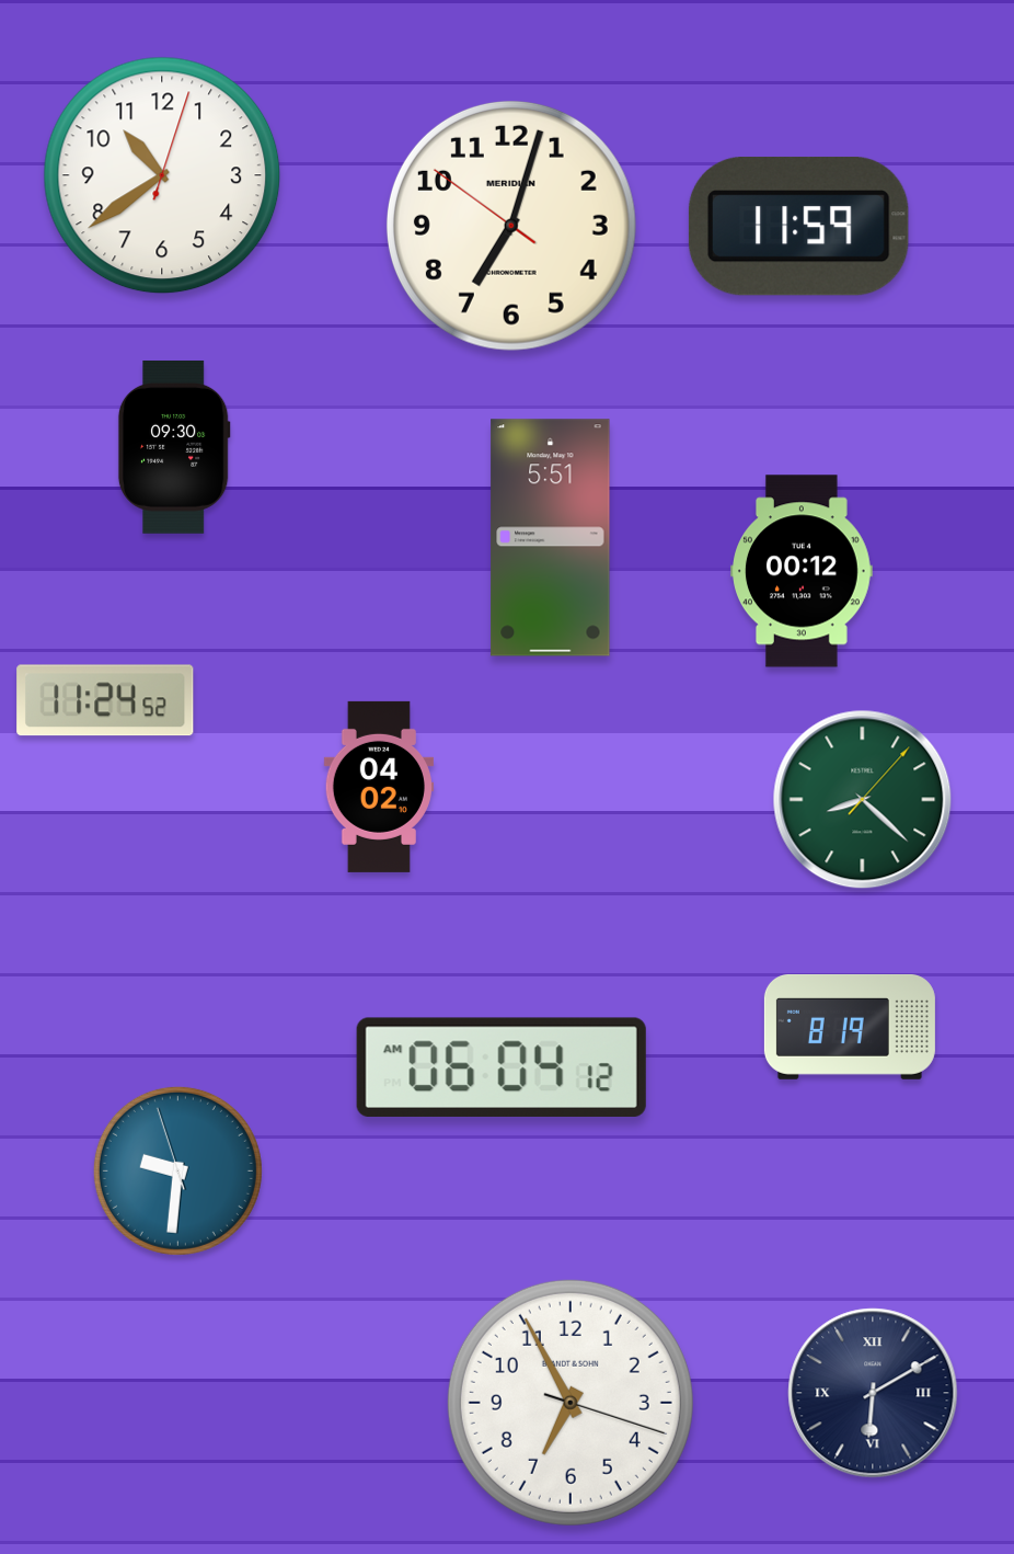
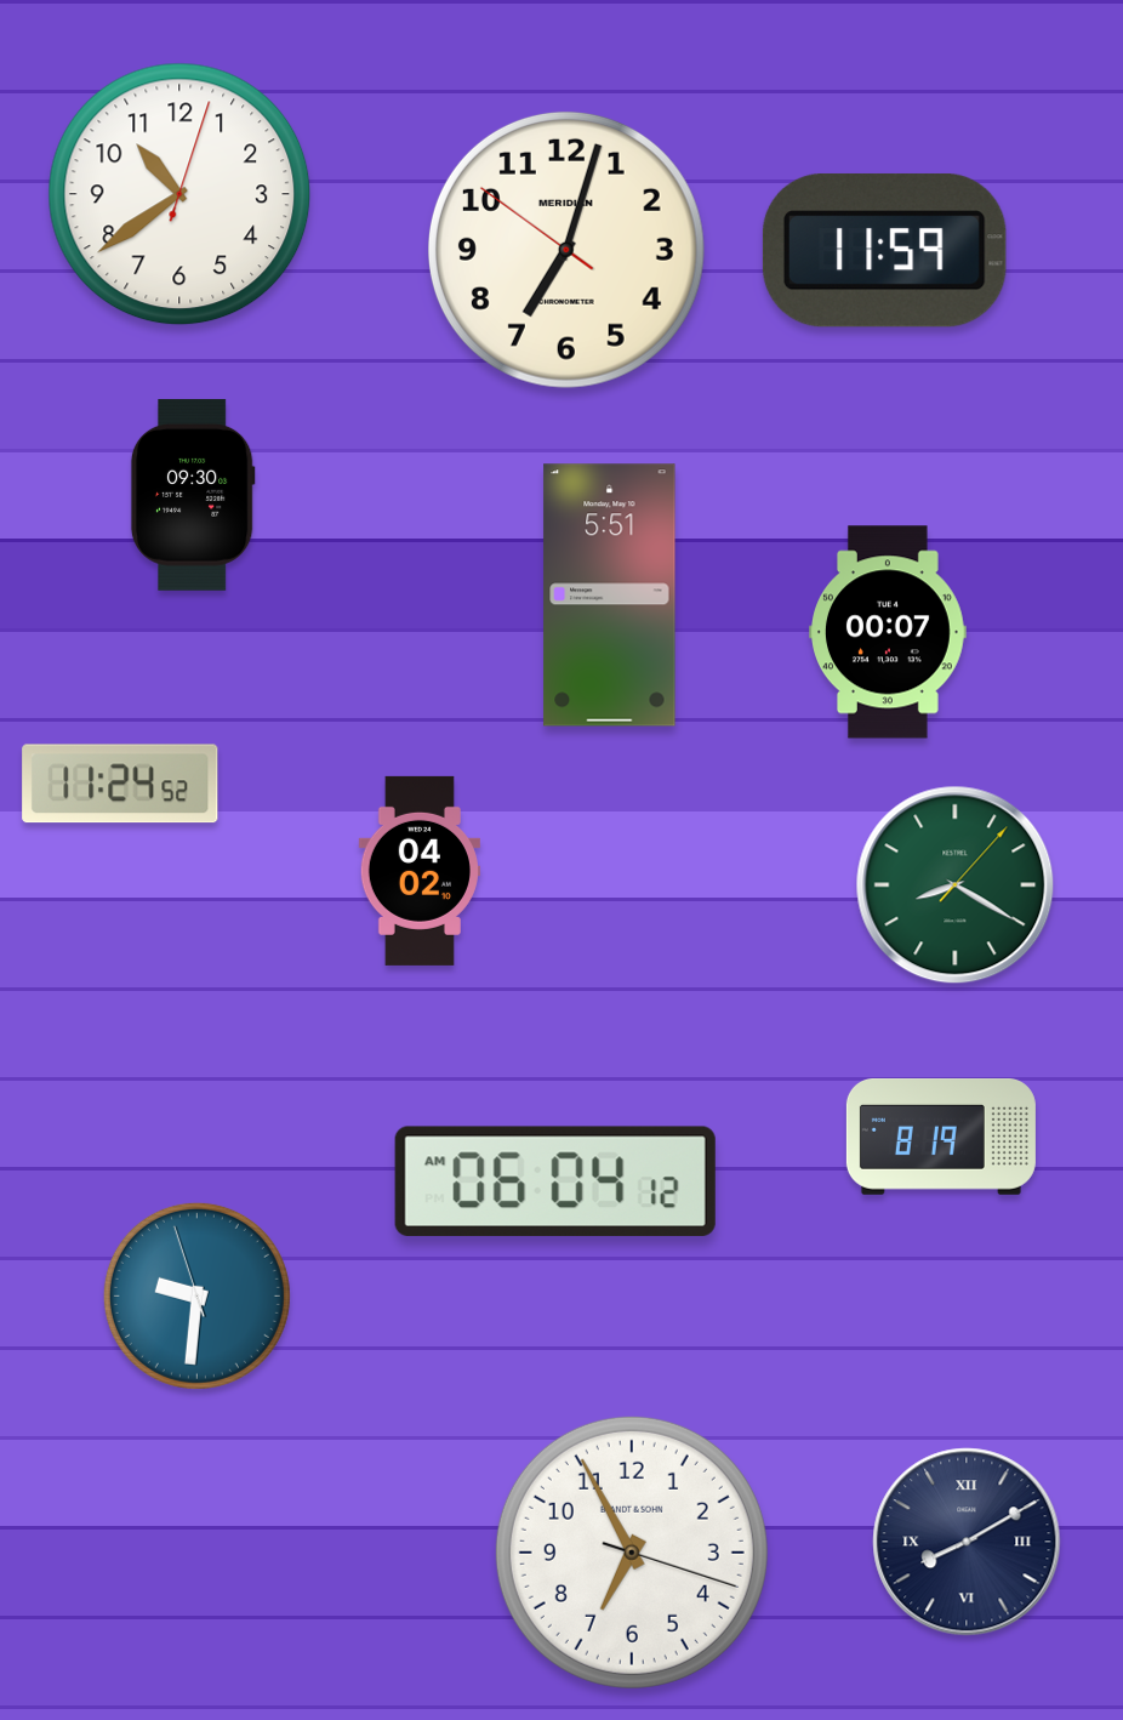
clock at (803, 571): 00:12 -> 00:07
clock at (105, 700) position: (105, 700) -> (120, 784)
clock at (863, 800): 8:22 -> 8:20
clock at (873, 1393): 6:10 -> 8:10
